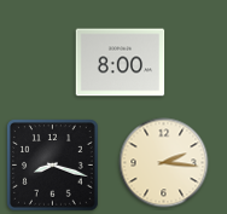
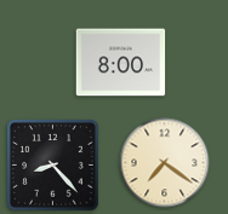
clock at (164, 163): 2:16 -> 7:21
clock at (53, 166): 8:18 -> 8:23
